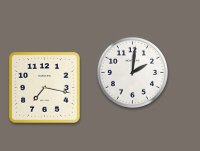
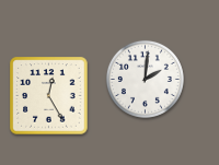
clock at (45, 88): 7:17 -> 12:25
